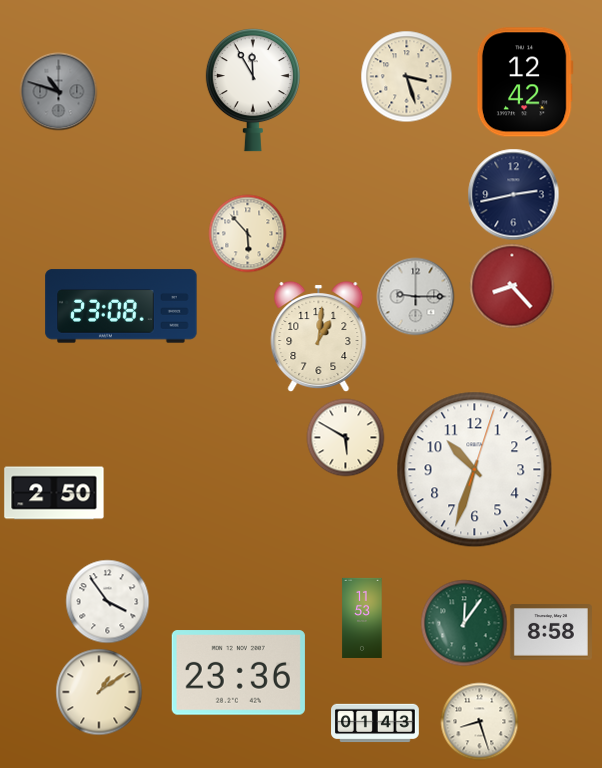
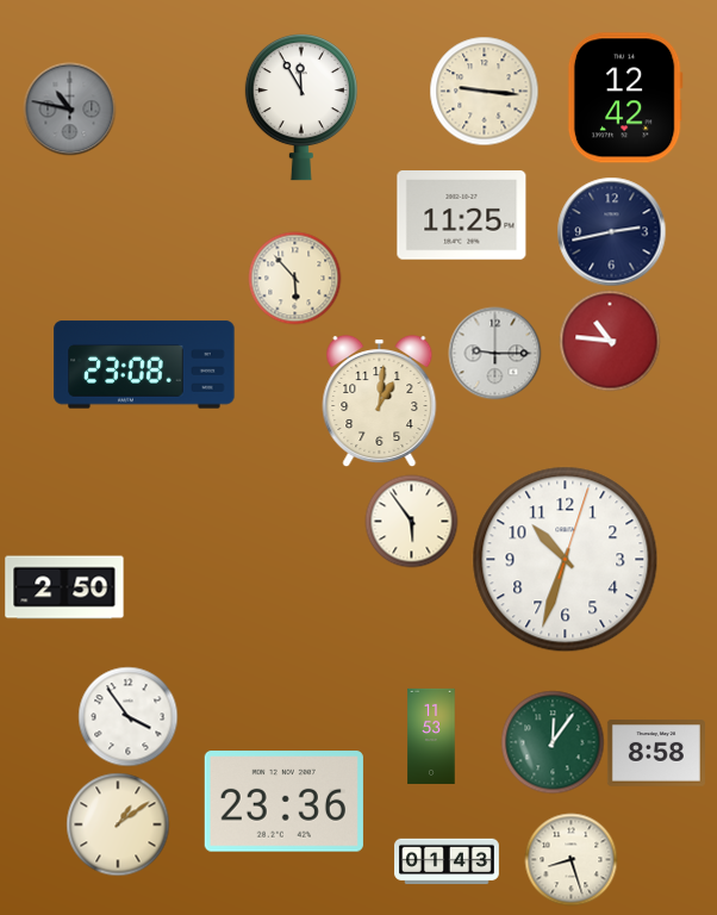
clock at (406, 76): 3:27 -> 9:16
clock at (58, 91): 10:48 -> 10:47
clock at (462, 216): none -> 11:25
clock at (512, 286): 8:23 -> 10:46
clock at (345, 437): 5:50 -> 5:54
